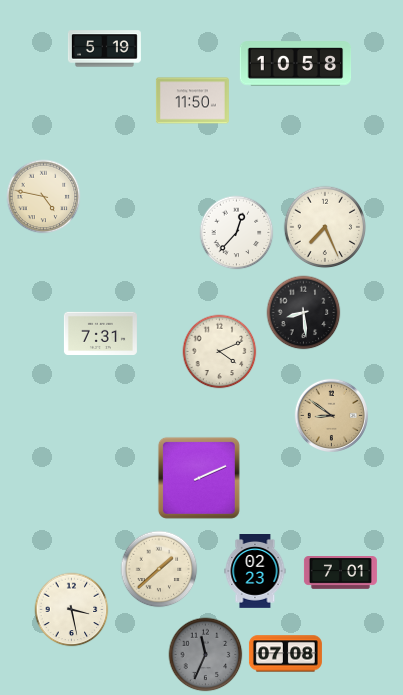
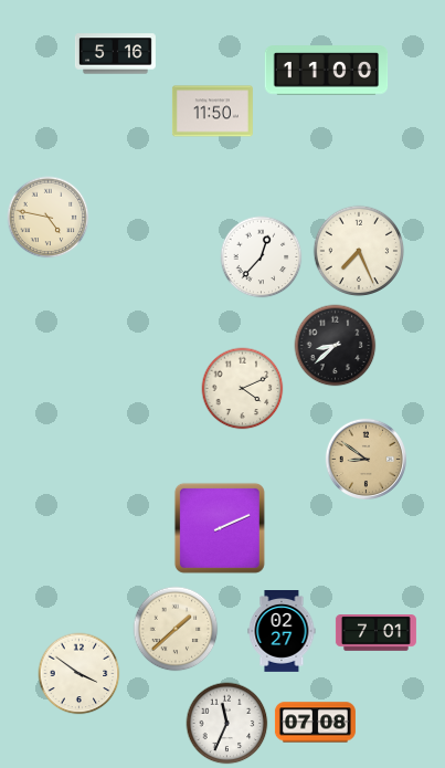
clock at (104, 49): 5:19 -> 5:16
clock at (296, 64): 10:58 -> 11:00
clock at (304, 313): 8:29 -> 8:38
clock at (100, 333): 7:31 -> none
clock at (255, 572): 02:23 -> 02:27
clock at (72, 610): 3:28 -> 3:51
clock at (206, 655) dial: grey -> white
